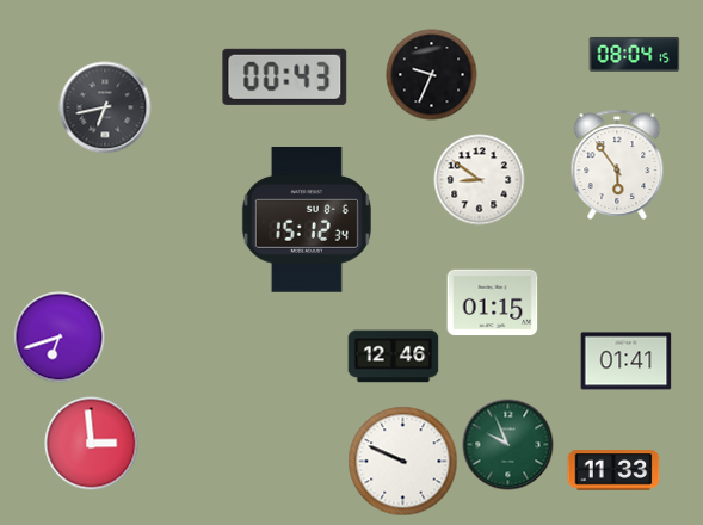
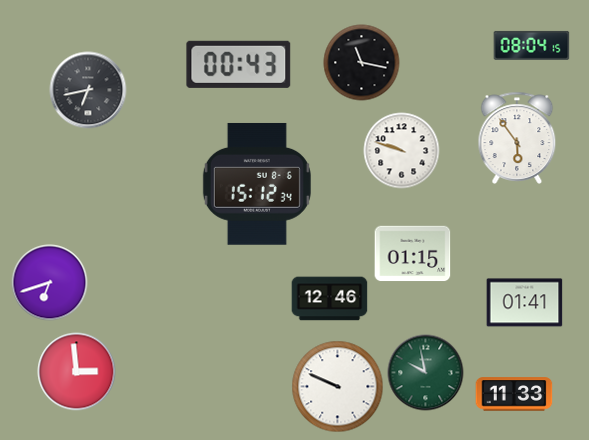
clock at (432, 75): 9:34 -> 11:17
clock at (480, 180): 8:51 -> 9:48
clock at (508, 445): 9:56 -> 9:58
